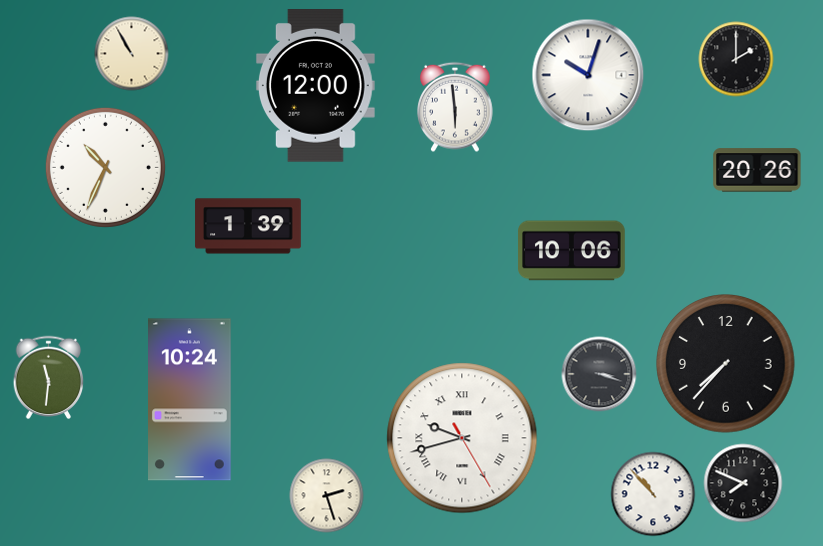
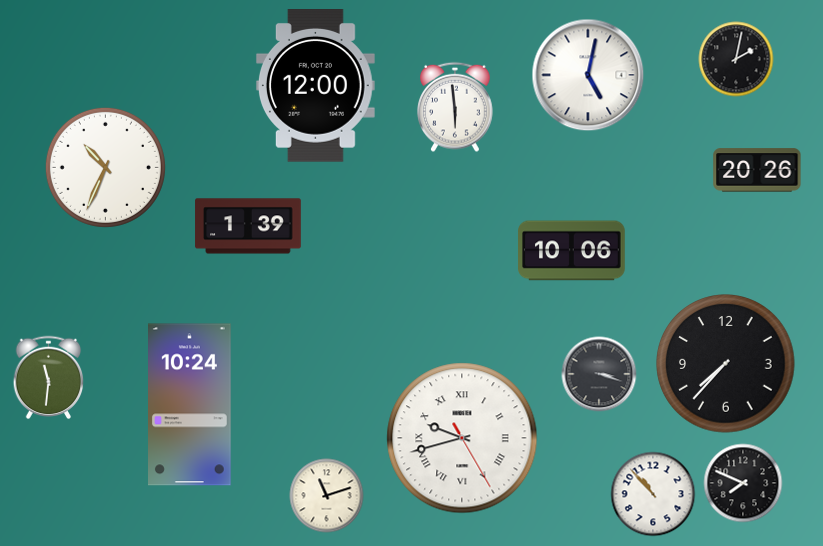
clock at (132, 54): 10:55 -> none
clock at (736, 59): 2:00 -> 2:02
clock at (588, 75): 10:03 -> 5:02
clock at (190, 400) position: (190, 400) -> (190, 405)
clock at (327, 496): 2:27 -> 11:12
